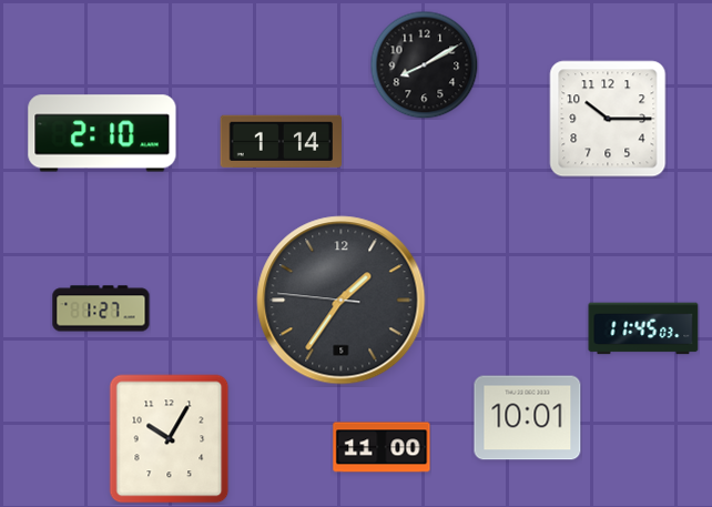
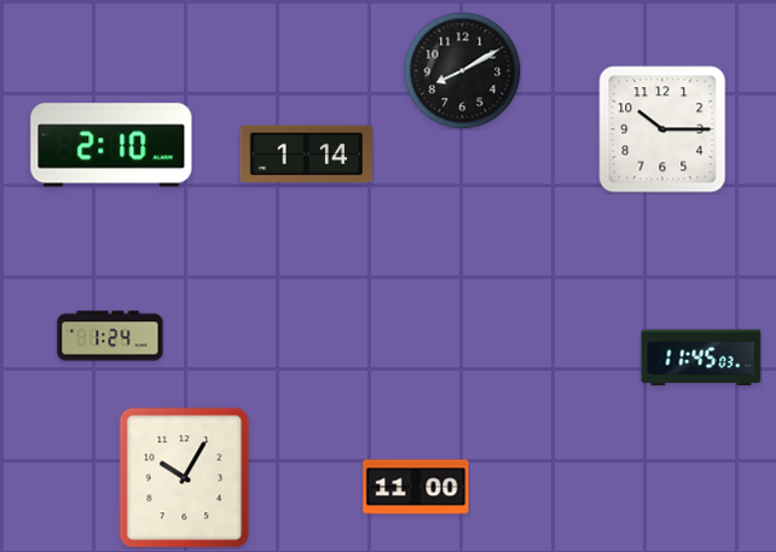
clock at (342, 301): 1:35 -> none
clock at (101, 308): 1:27 -> 1:24
clock at (528, 418): 10:01 -> none
